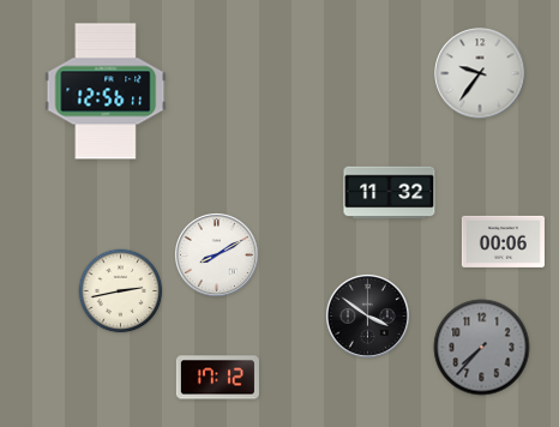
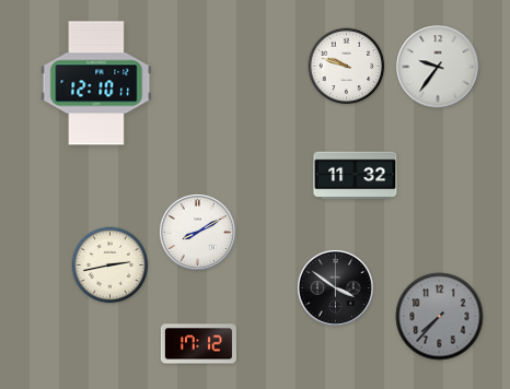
clock at (347, 67): none -> 9:48
clock at (106, 91): 12:56 -> 12:10
clock at (503, 241): 00:06 -> none
